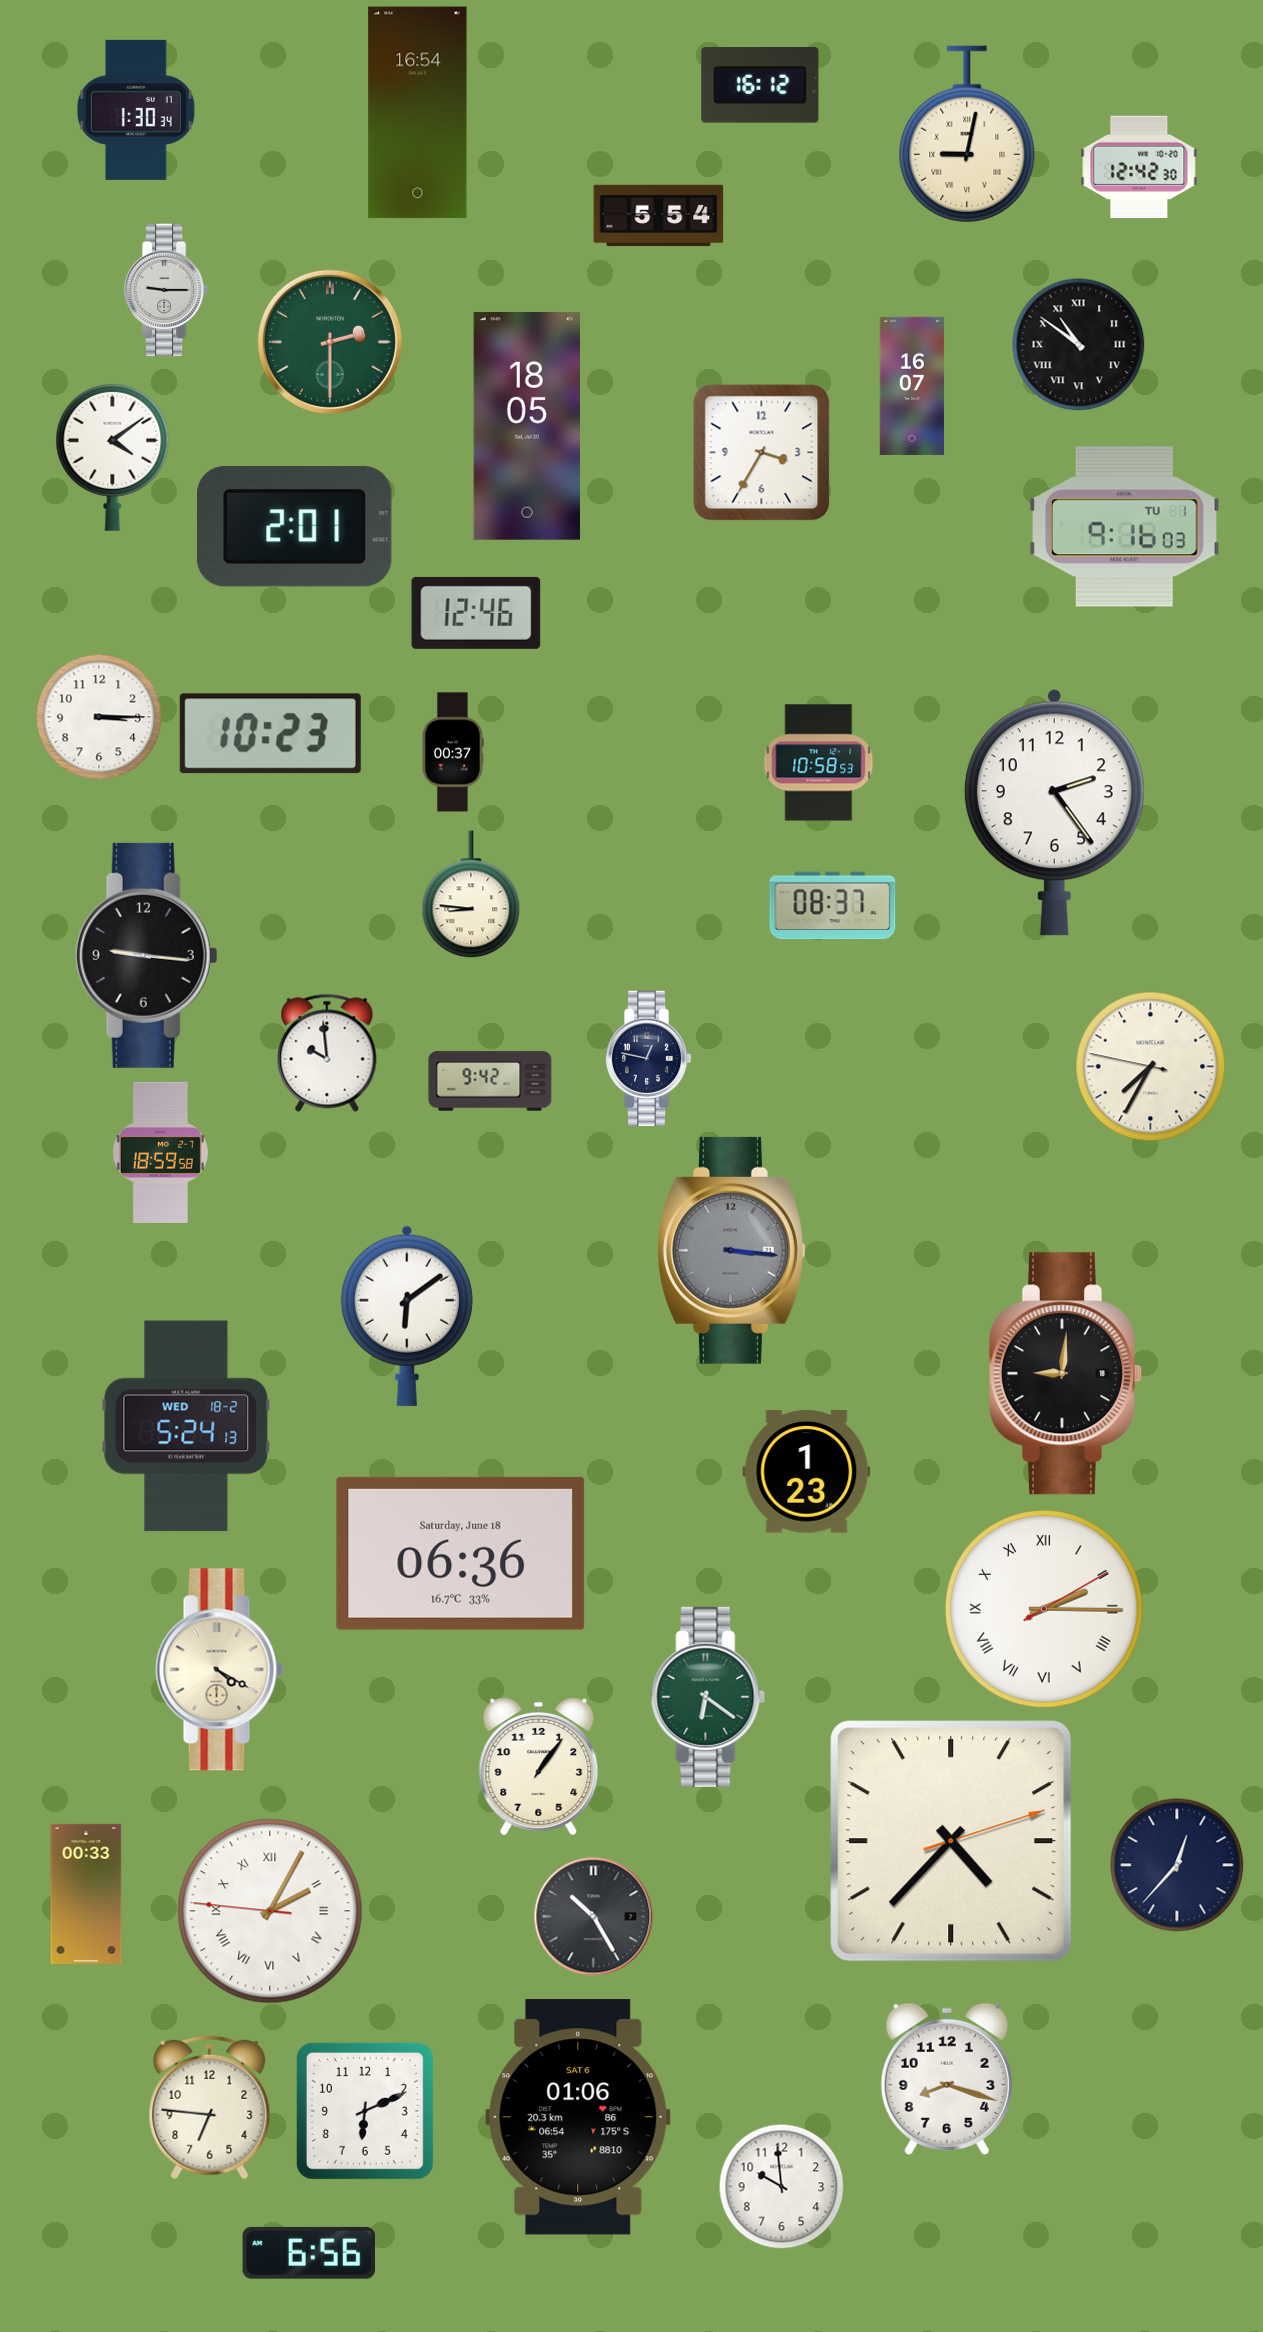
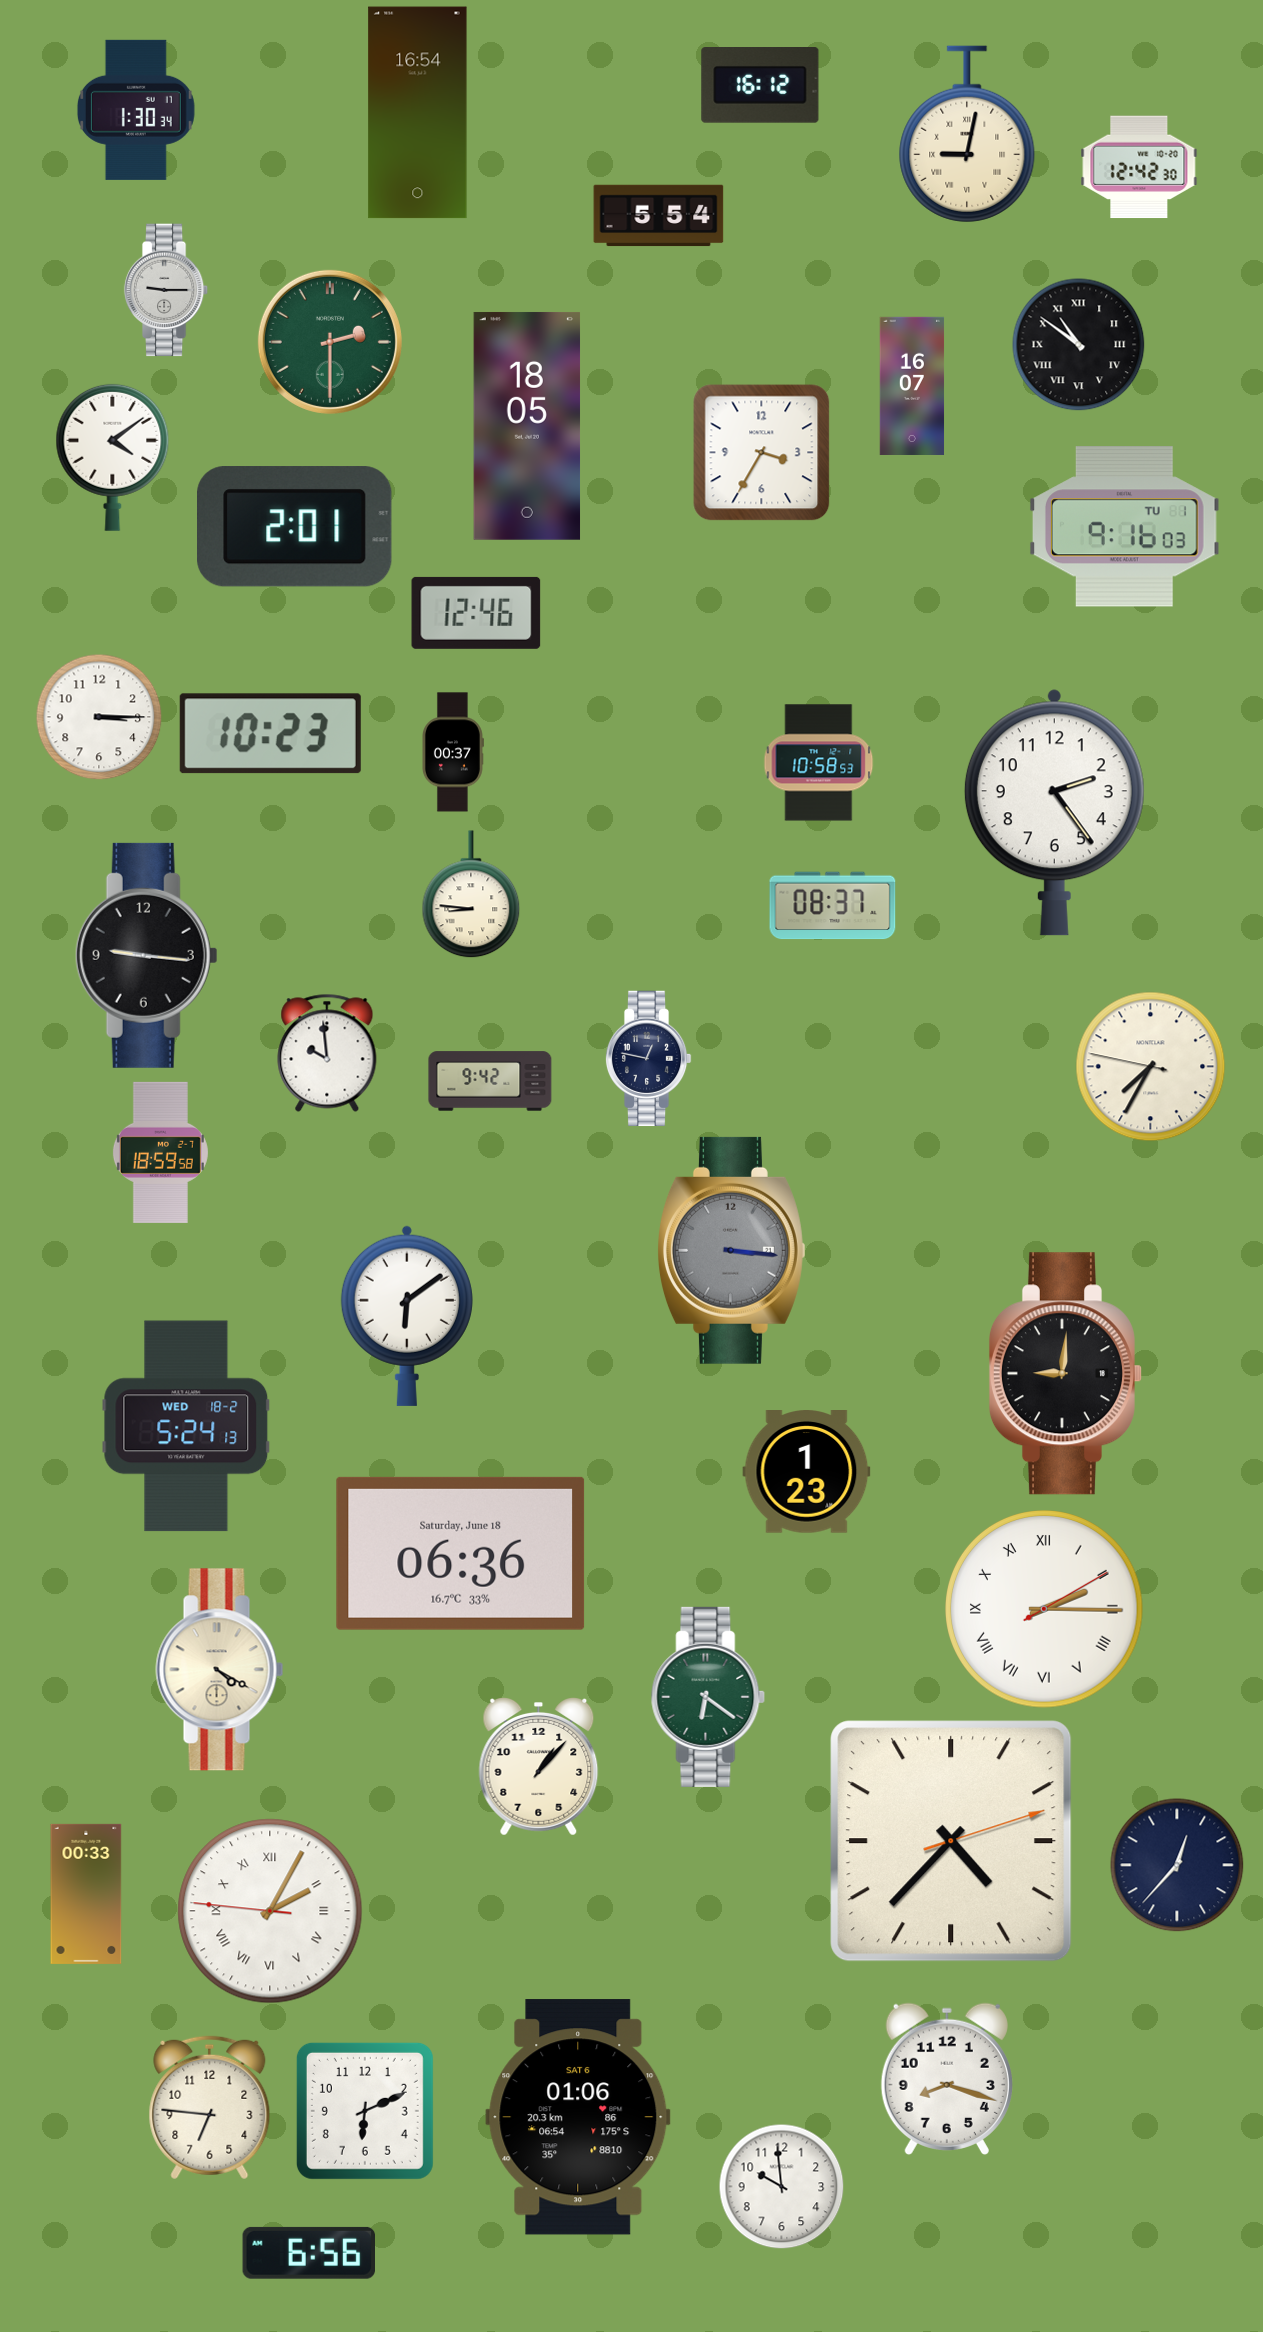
clock at (539, 1767): 1:06 -> 1:07
clock at (594, 1917): 10:25 -> none
